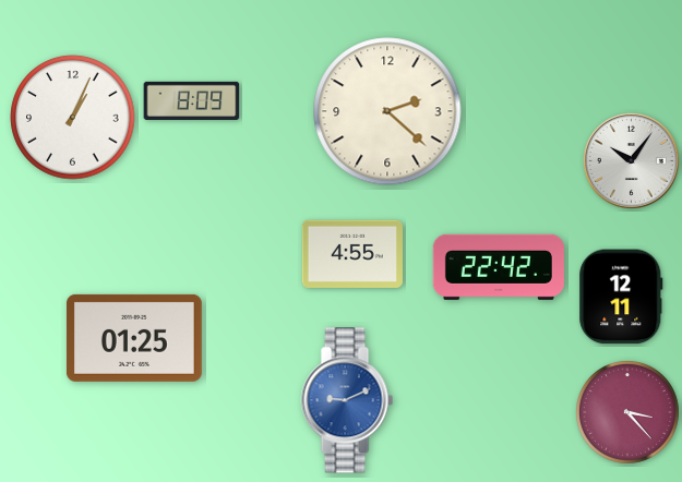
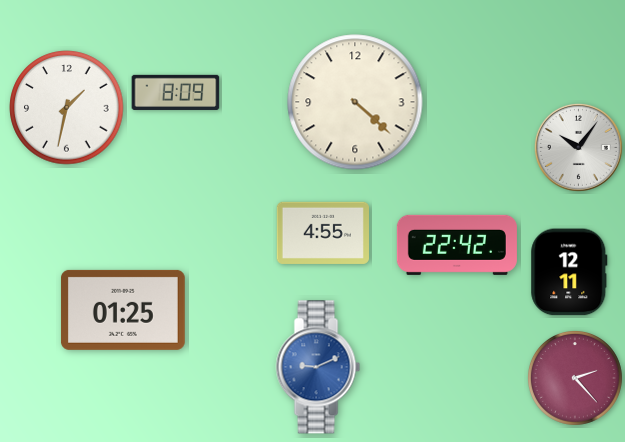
clock at (387, 111): 2:22 -> 4:22
clock at (73, 118): 1:04 -> 1:32
clock at (627, 412): 3:23 -> 2:23
